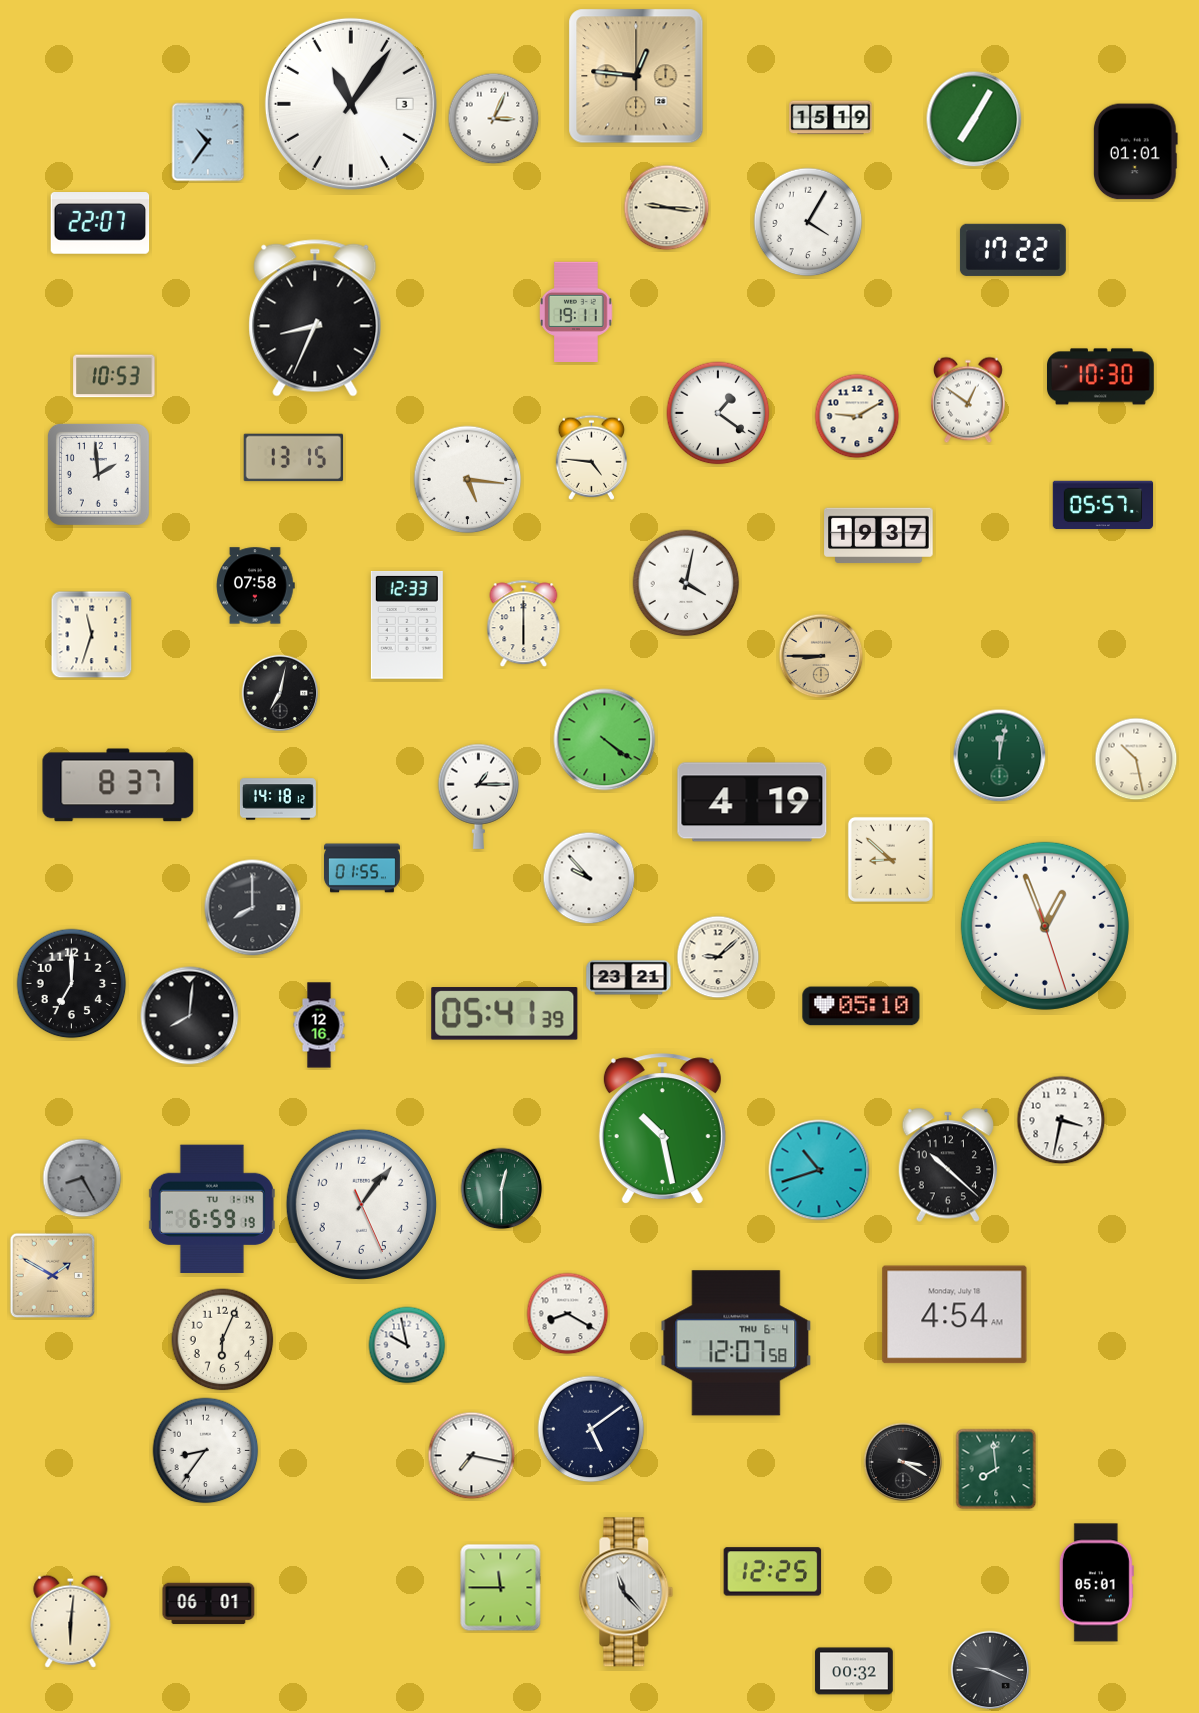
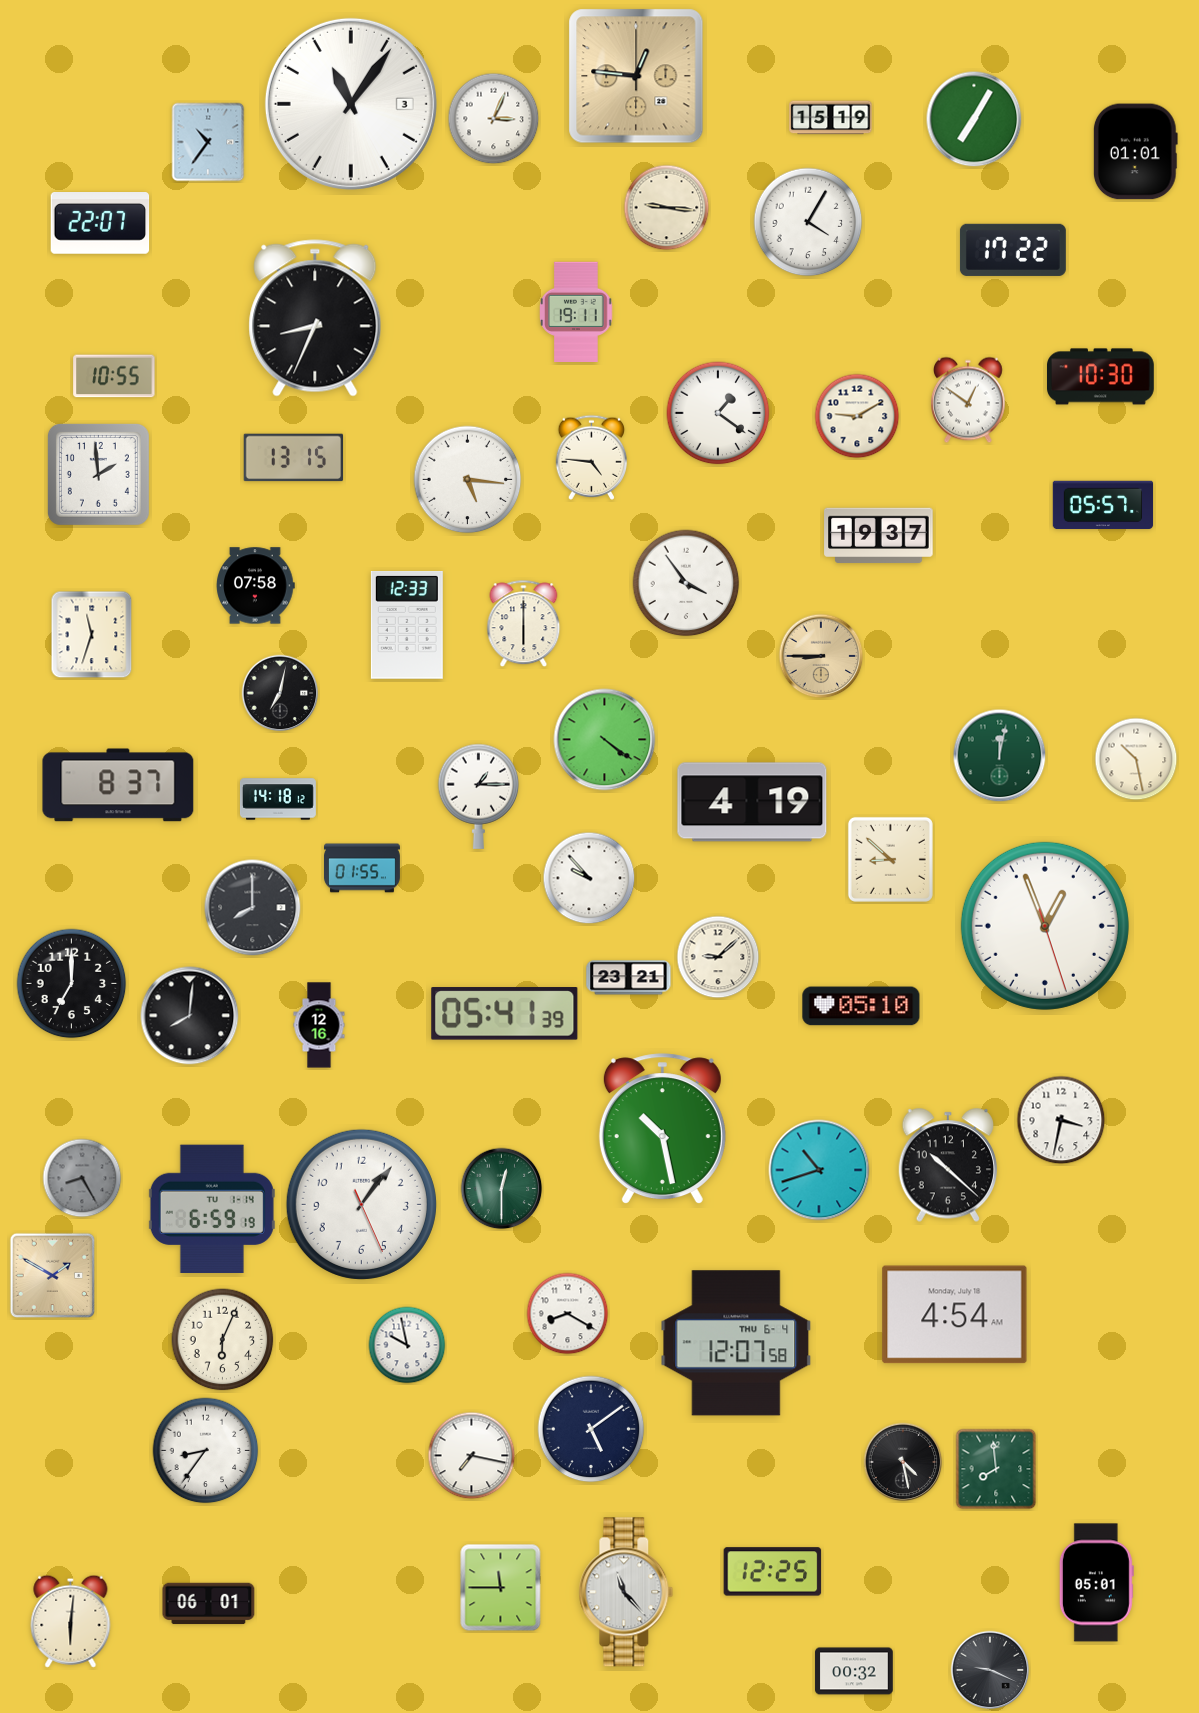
clock at (114, 376): 10:53 -> 10:55
clock at (686, 583): 4:02 -> 3:54
clock at (903, 1462): 3:20 -> 4:28
